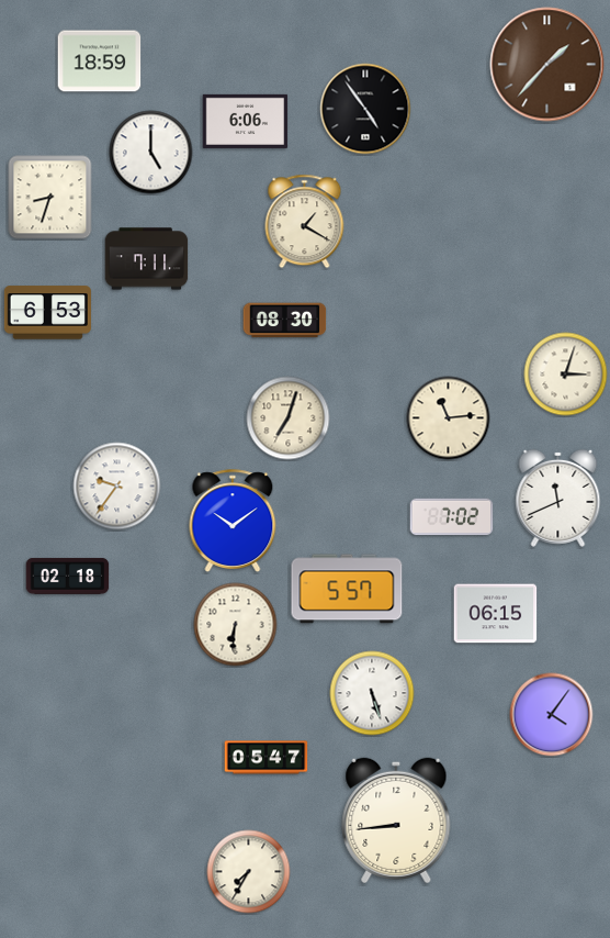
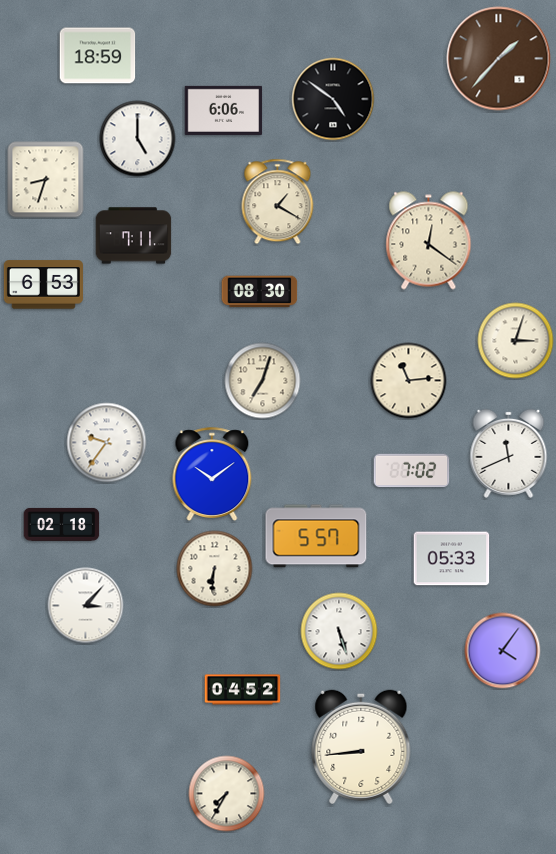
clock at (100, 62) position: (100, 62) -> (98, 56)
clock at (365, 109): 4:54 -> 4:51
clock at (429, 241): none -> 12:21
clock at (496, 614): 06:15 -> 05:33
clock at (86, 606): none -> 3:07
clock at (267, 758): 05:47 -> 04:52
